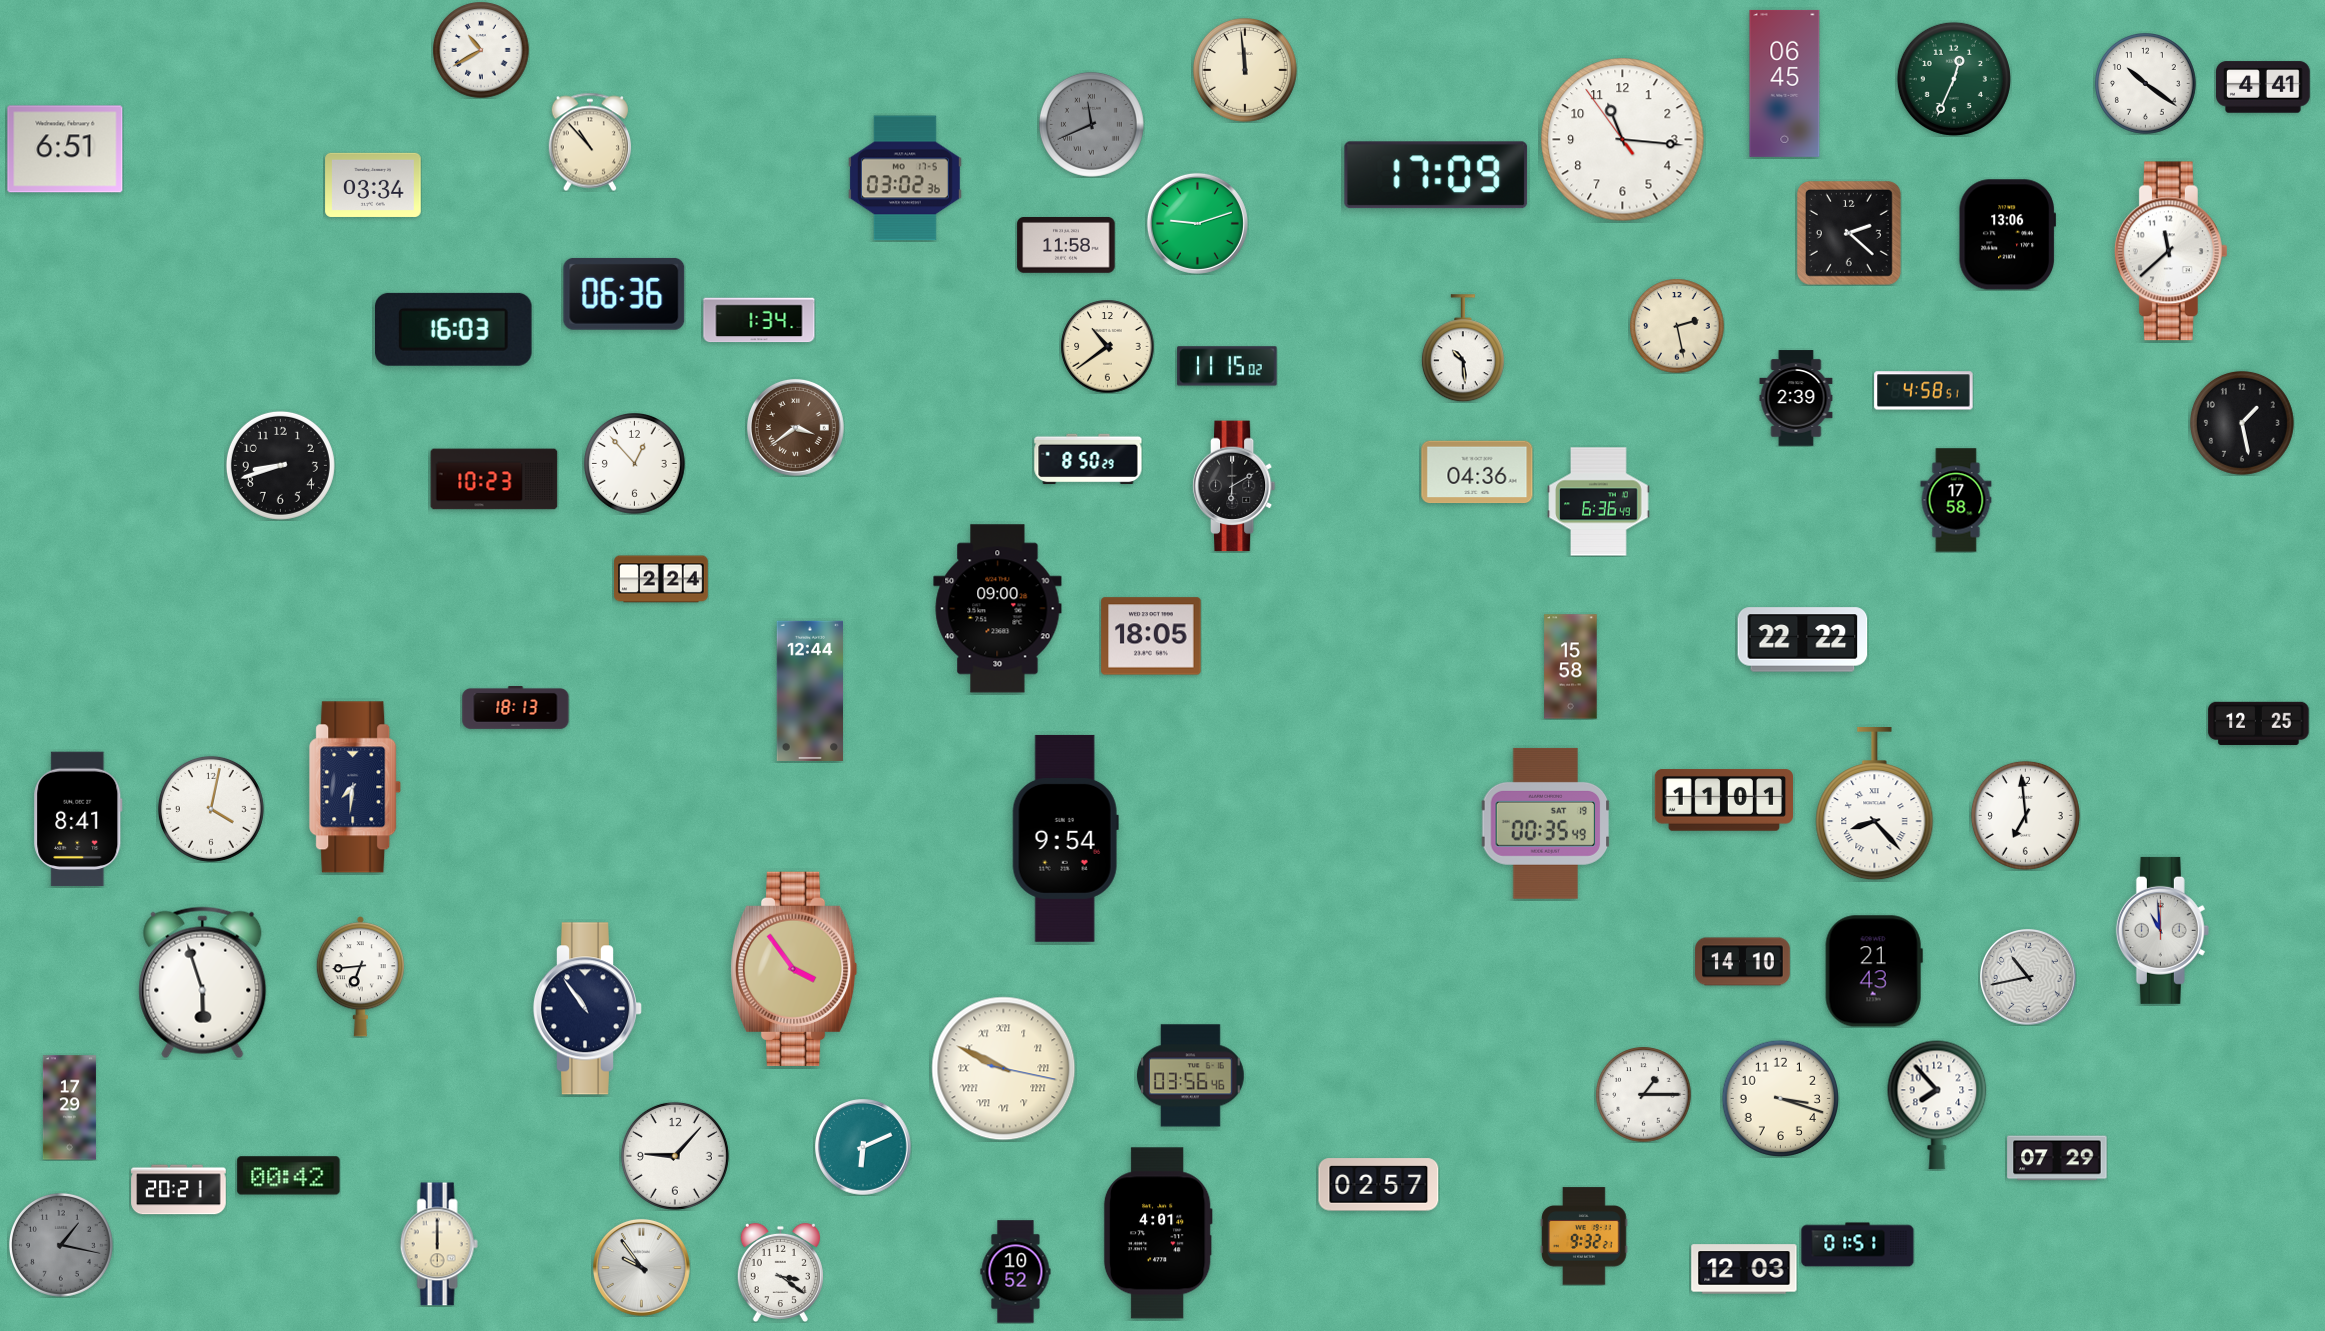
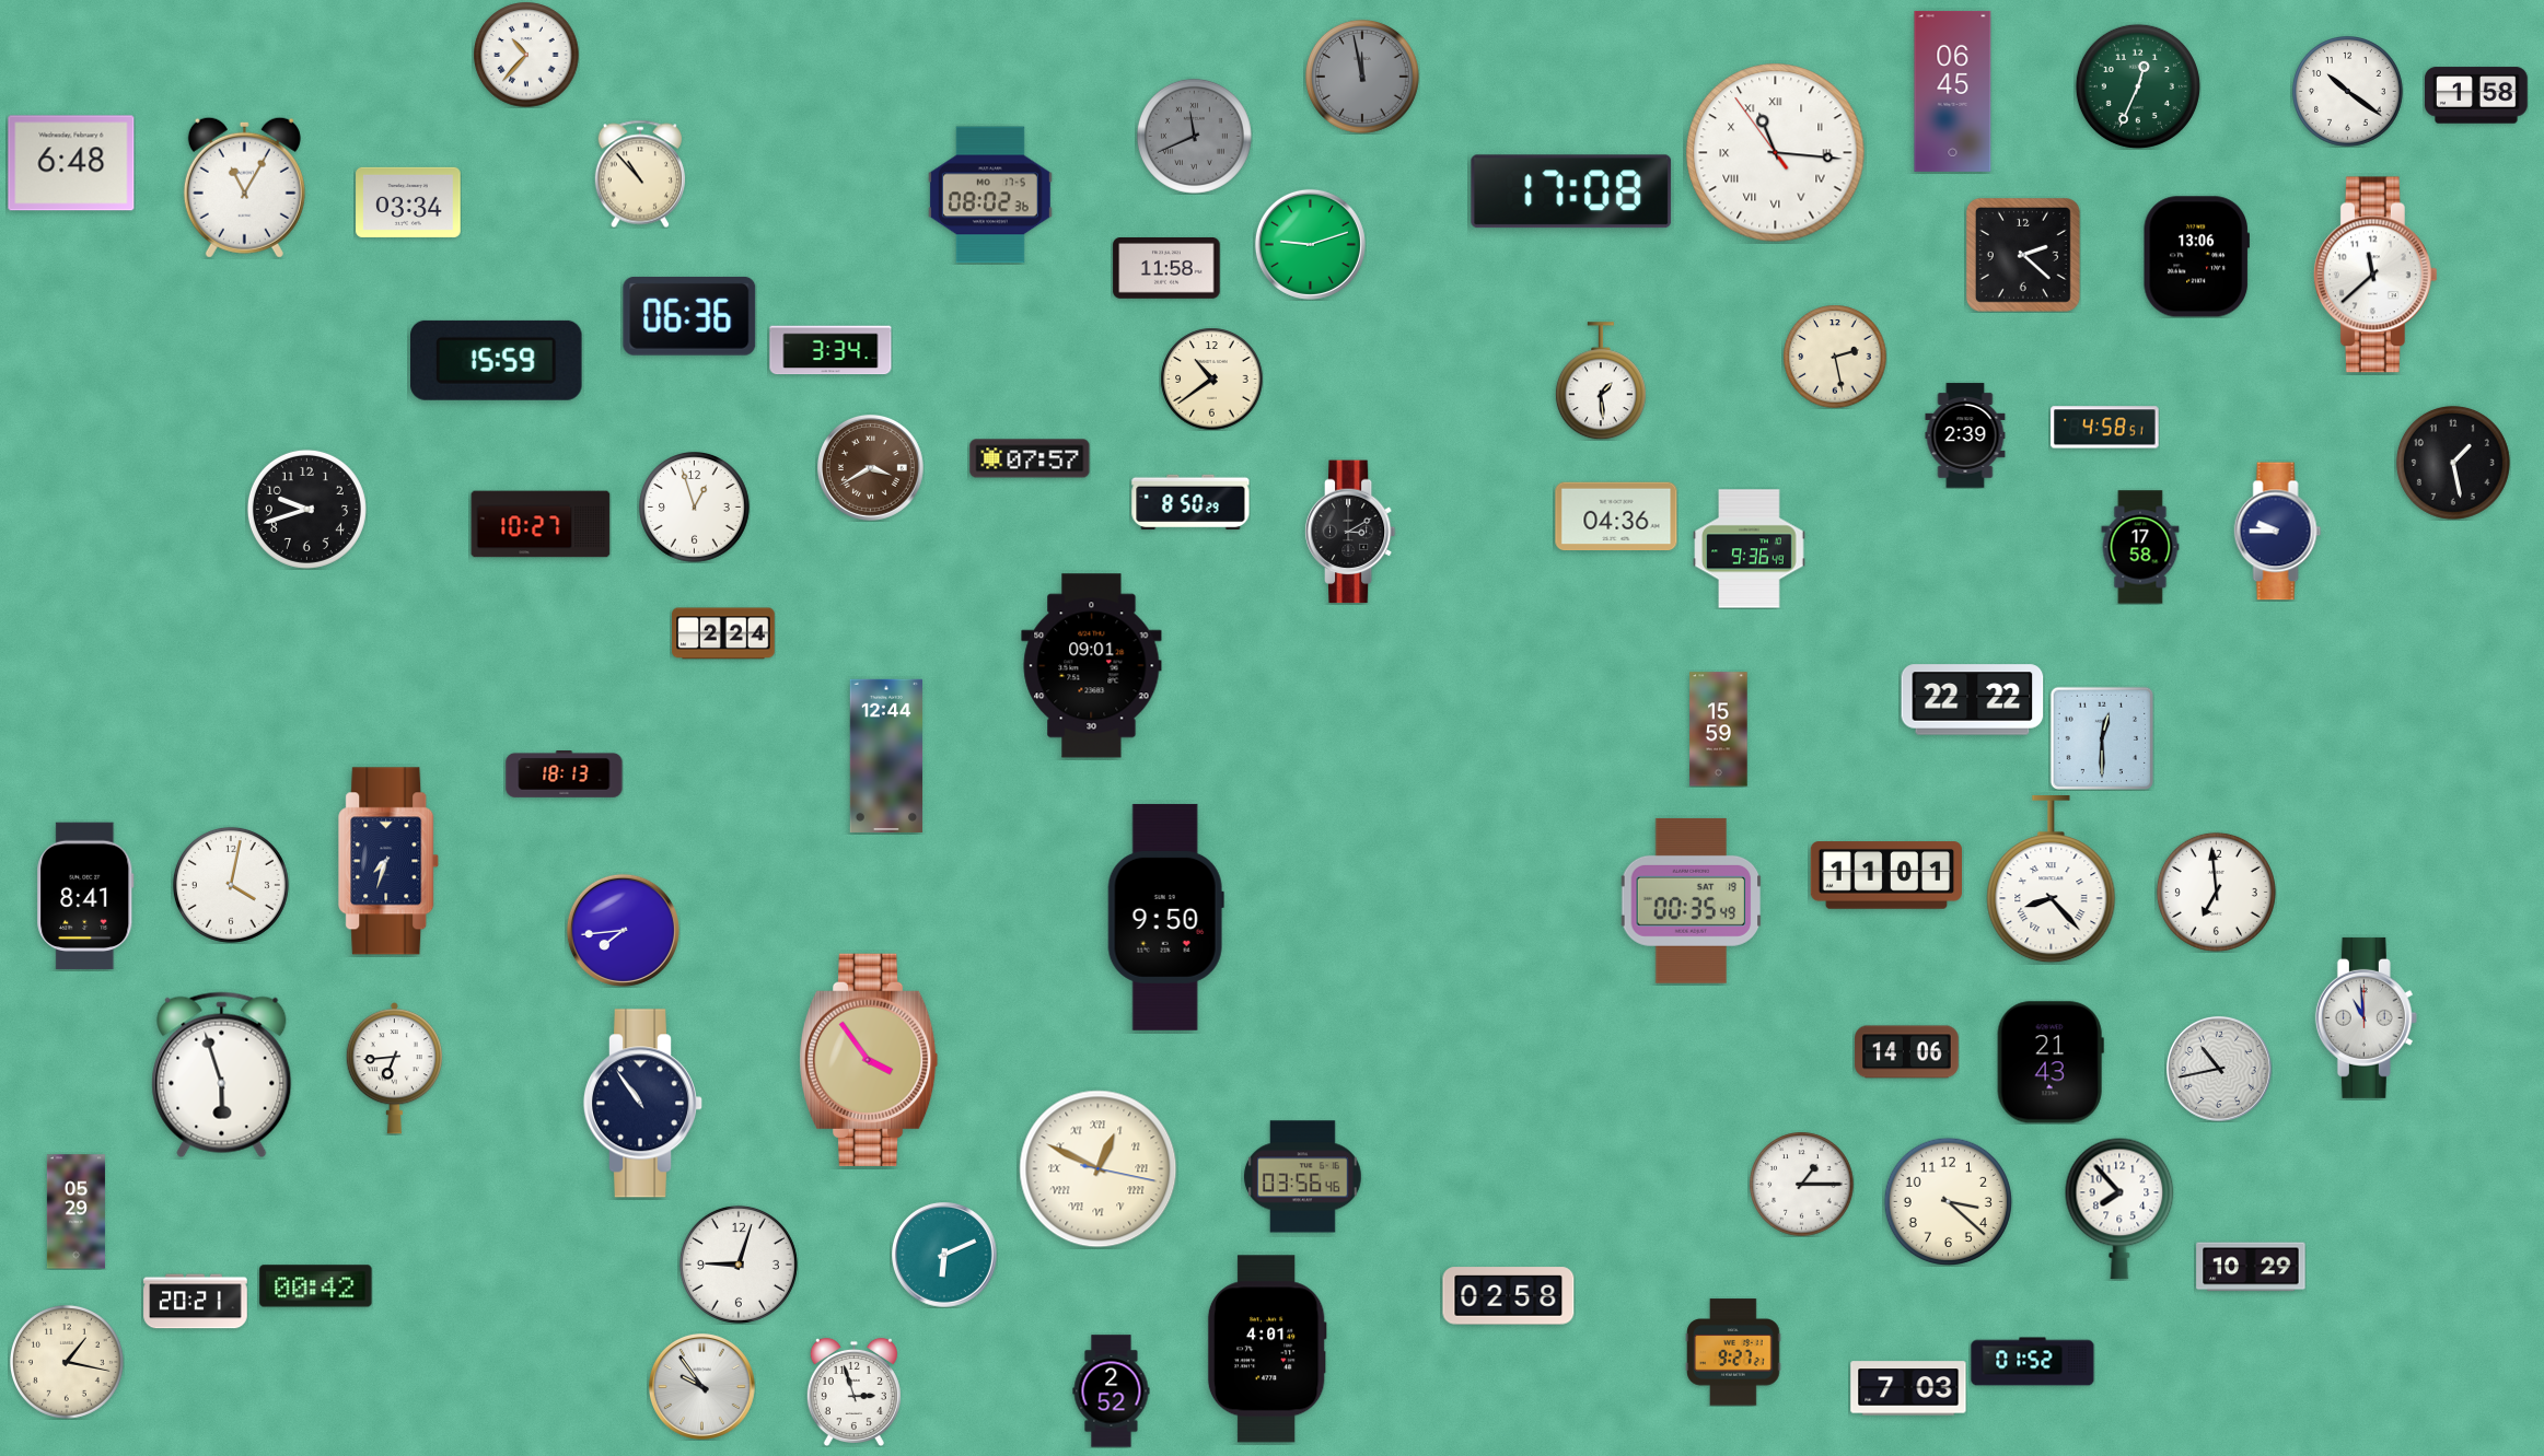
clock at (481, 50): 10:40 -> 10:37
clock at (1245, 70): 11:59 -> 11:58
clock at (1245, 70) dial: cream -> grey
clock at (2264, 87): 4:41 -> 1:58
clock at (1623, 140) numerals: Arabic -> Roman
clock at (589, 142) position: (589, 142) -> (639, 174)
clock at (65, 149): 6:51 -> 6:48
clock at (244, 187): none -> 11:05
clock at (1436, 175): 17:09 -> 17:08
clock at (905, 178): 03:02 -> 08:02
clock at (624, 294) position: (624, 294) -> (689, 316)
clock at (759, 320): 1:34 -> 3:34
clock at (454, 329): 16:03 -> 15:59
clock at (1463, 348): 10:29 -> 1:29
clock at (1227, 366): 11:15 -> none
clock at (1030, 458): none -> 07:57
clock at (795, 427): 3:39 -> 3:40
clock at (635, 464): 12:53 -> 12:57
clock at (280, 465): 8:42 -> 9:42
clock at (494, 479): 10:23 -> 10:27
clock at (1234, 486): 6:10 -> 3:10
clock at (2278, 532): none -> 9:45
clock at (1599, 502): 6:36 -> 9:36
clock at (998, 609): 09:00 -> 09:01
clock at (1151, 636): 18:05 -> none
clock at (1571, 667): 15:58 -> 15:59
clock at (2101, 737): none -> 12:30
clock at (2259, 723): 12:25 -> none
clock at (356, 787): 7:31 -> 7:33
clock at (1065, 838): 9:54 -> 9:50
clock at (623, 930): none -> 7:44
clock at (1743, 962): 14:10 -> 14:06
clock at (1004, 1069): 9:49 -> 12:49
clock at (1643, 1094) position: (1643, 1094) -> (1801, 1184)
clock at (1780, 1098): 3:18 -> 3:22
clock at (69, 1108): 17:29 -> 05:29
clock at (675, 1156): 9:07 -> 9:03
clock at (2057, 1158): 07:29 -> 10:29
clock at (1379, 1185): 02:57 -> 02:58
clock at (1584, 1236): 9:32 -> 9:27
clock at (439, 1244): 12:00 -> none
clock at (61, 1245) dial: grey -> cream
clock at (1858, 1245): 01:51 -> 01:52
clock at (1744, 1269): 12:03 -> 7:03
clock at (780, 1272): 3:21 -> 2:57
clock at (1016, 1272): 10:52 -> 2:52
